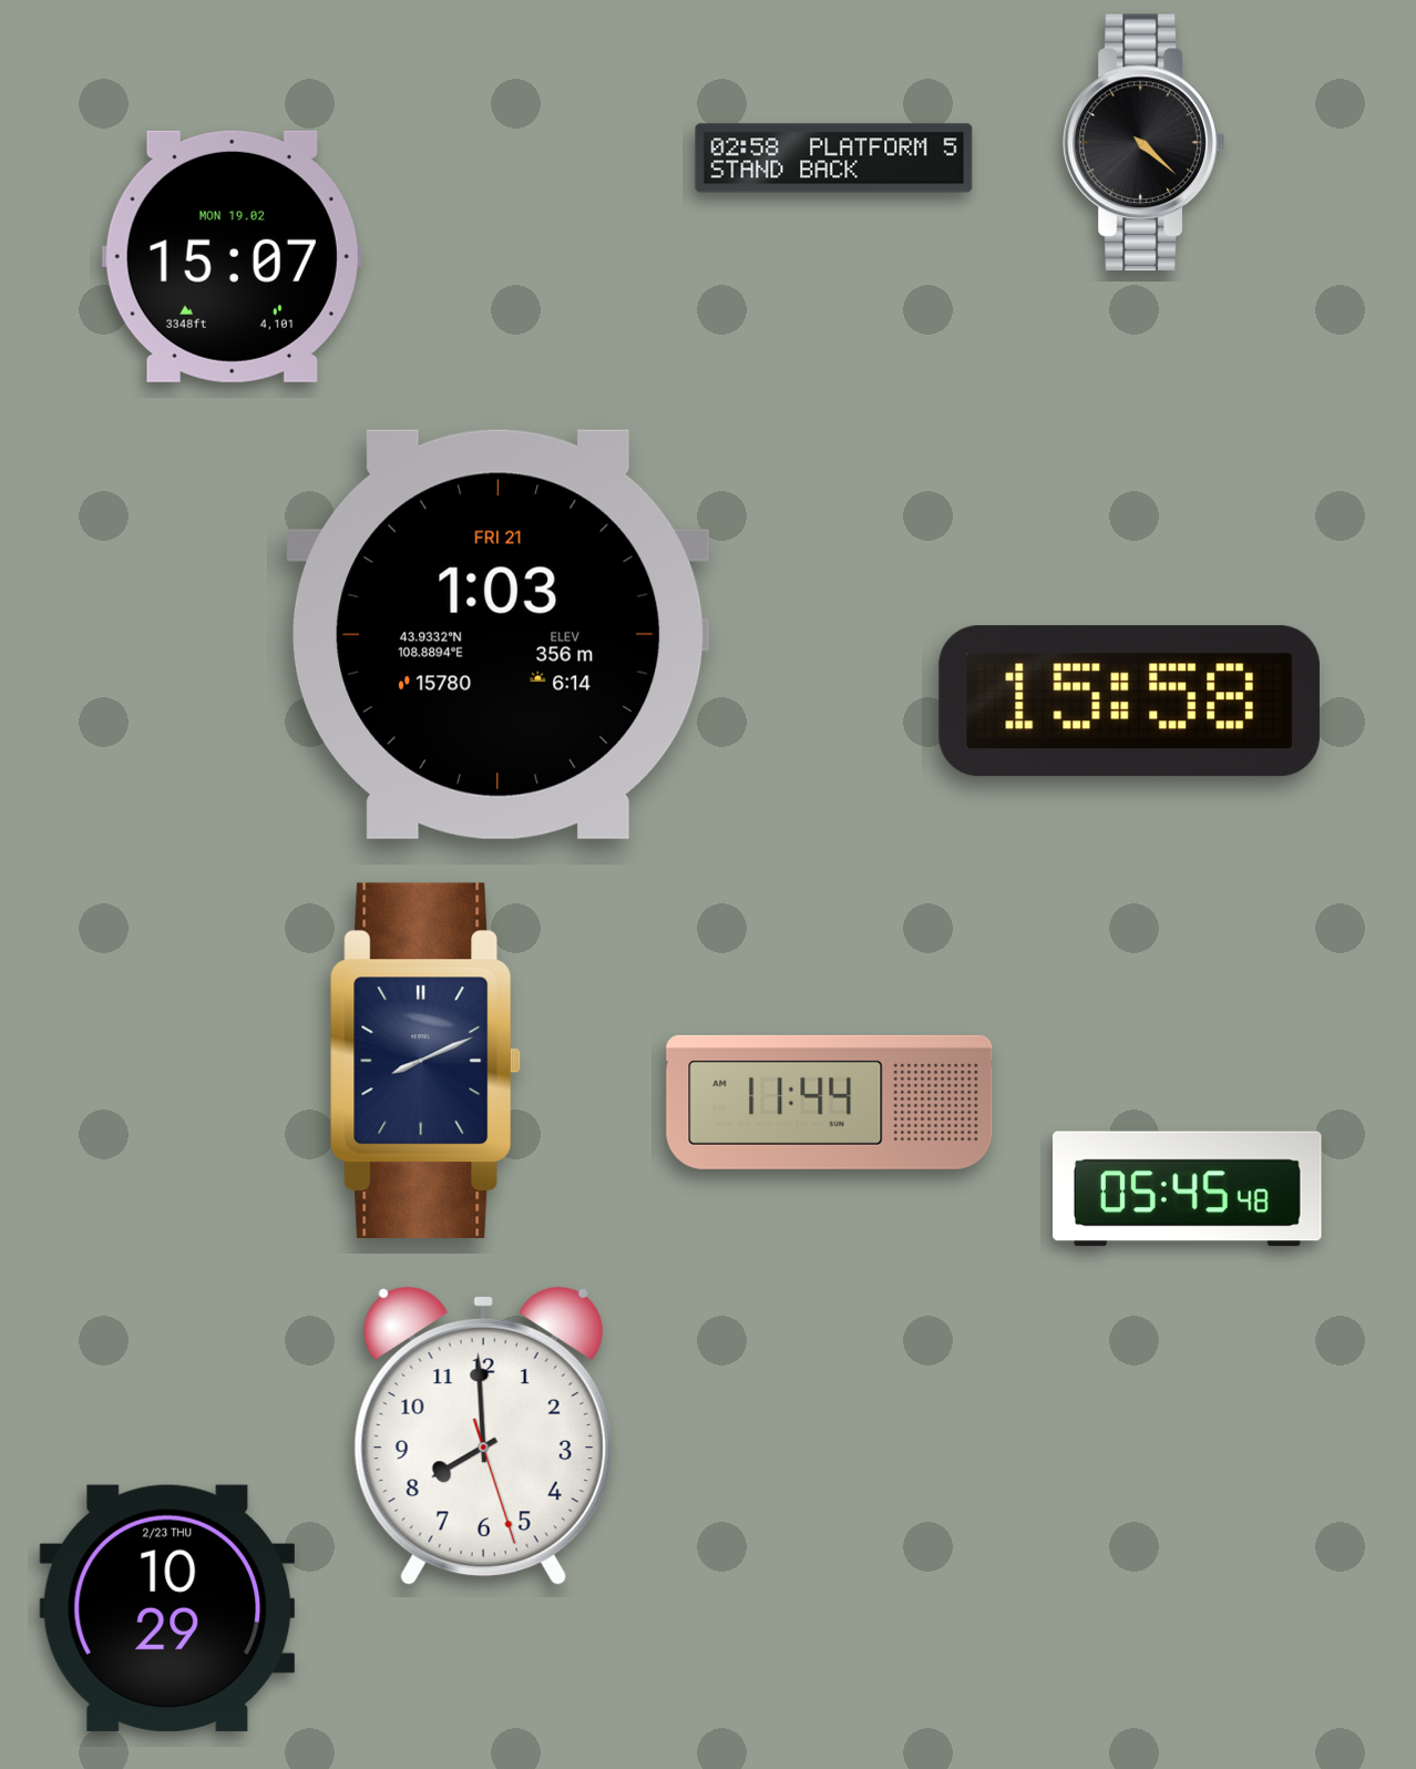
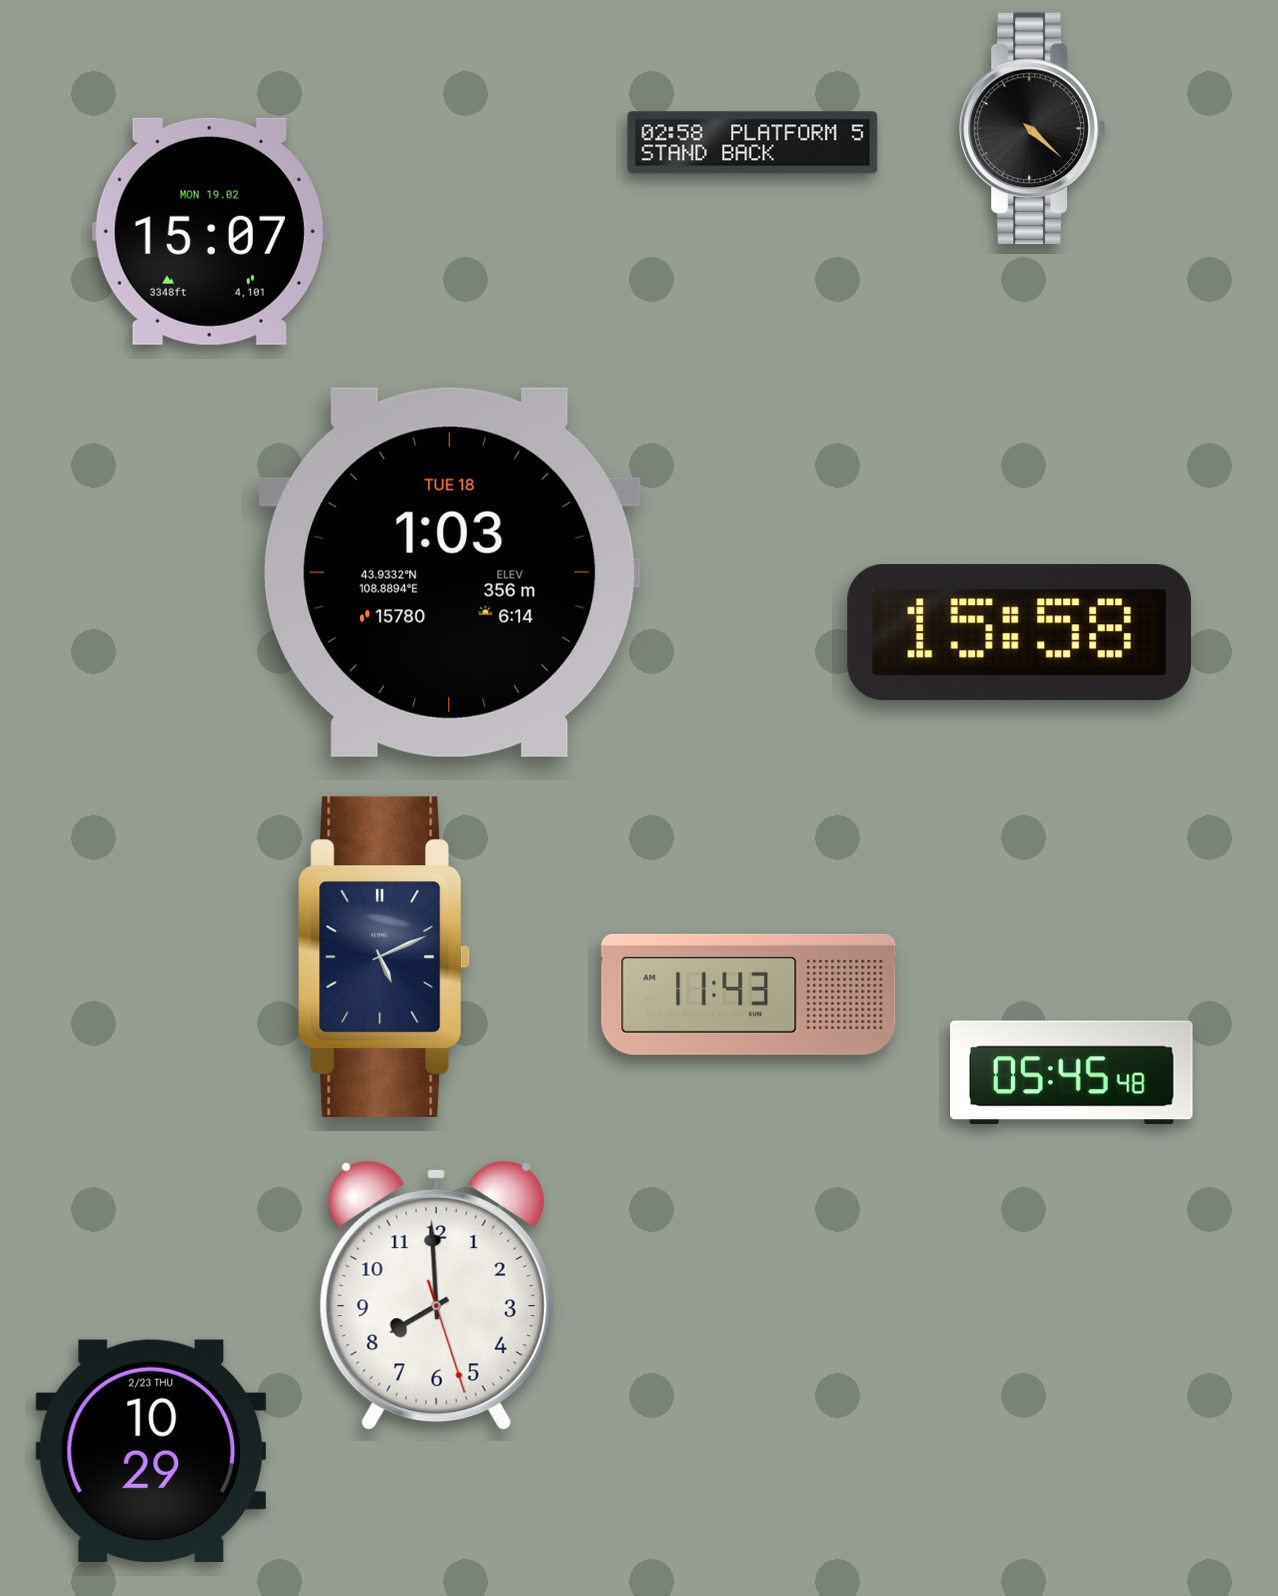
clock at (499, 634) date: FRI 21 -> TUE 18
clock at (424, 1060): 8:11 -> 5:11
clock at (830, 1102): 11:44 -> 11:43
